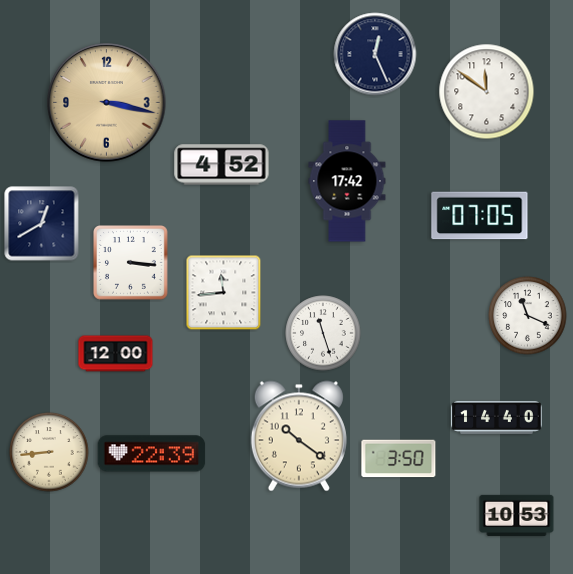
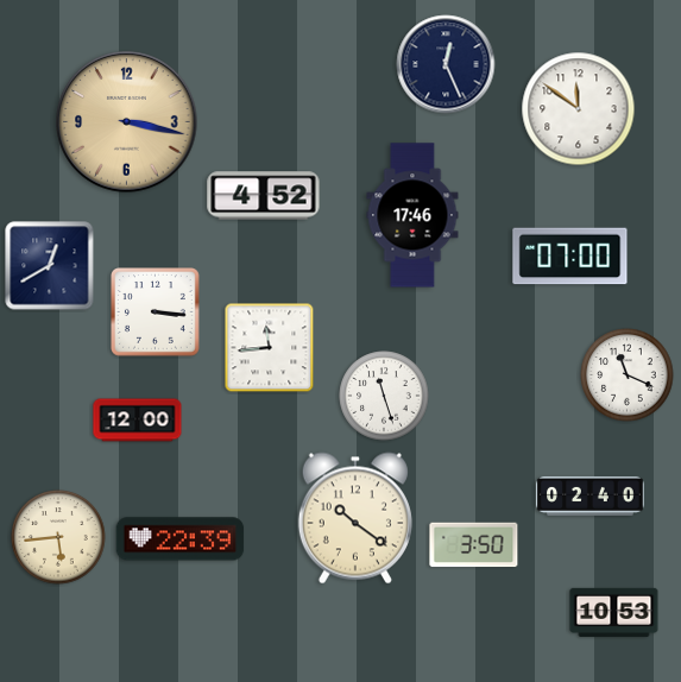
clock at (347, 181): 17:42 -> 17:46
clock at (480, 216): 07:05 -> 07:00
clock at (224, 293) position: (224, 293) -> (270, 348)
clock at (497, 417): 14:40 -> 02:40
clock at (49, 452): 8:44 -> 5:44
